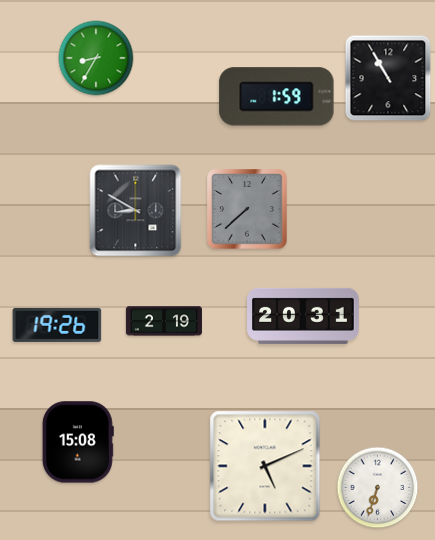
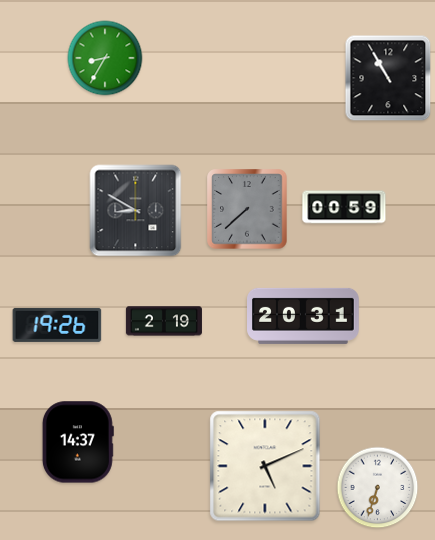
clock at (96, 58) position: (96, 58) -> (105, 58)
clock at (277, 97): 1:59 -> none
clock at (344, 207): none -> 00:59
clock at (78, 442): 15:08 -> 14:37
